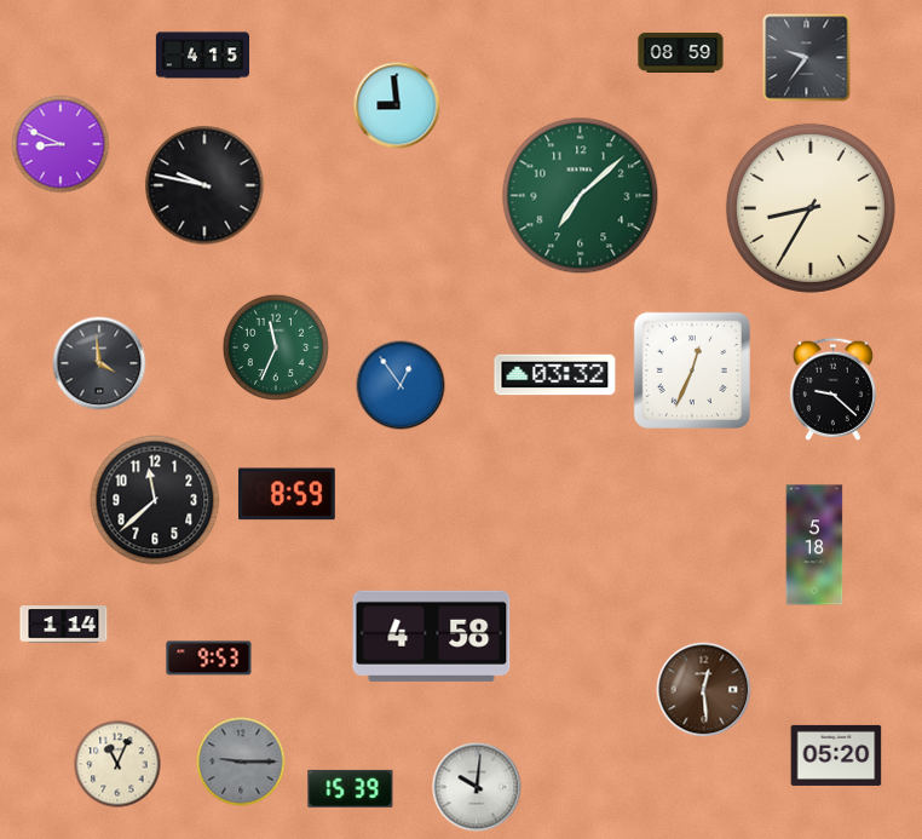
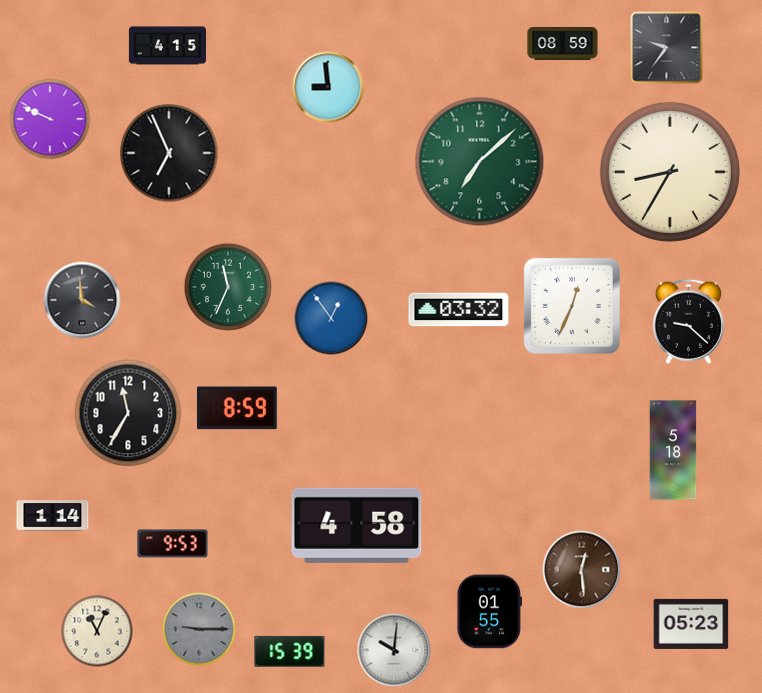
clock at (60, 144): 8:49 -> 9:49
clock at (204, 185): 9:47 -> 6:56
clock at (155, 500): 11:38 -> 11:35
clock at (489, 612): none -> 01:55
clock at (836, 755): 05:20 -> 05:23
